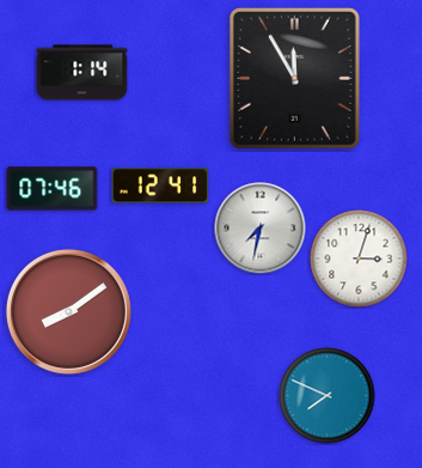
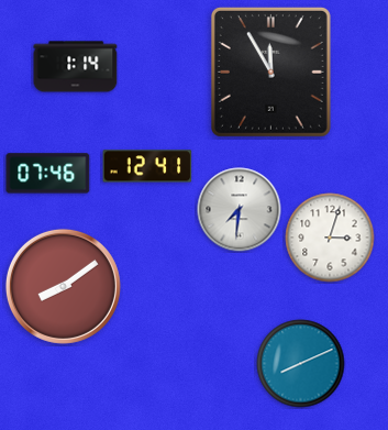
clock at (160, 186) position: (160, 186) -> (147, 166)
clock at (261, 229): 7:32 -> 7:31
clock at (328, 396): 7:49 -> 8:11
